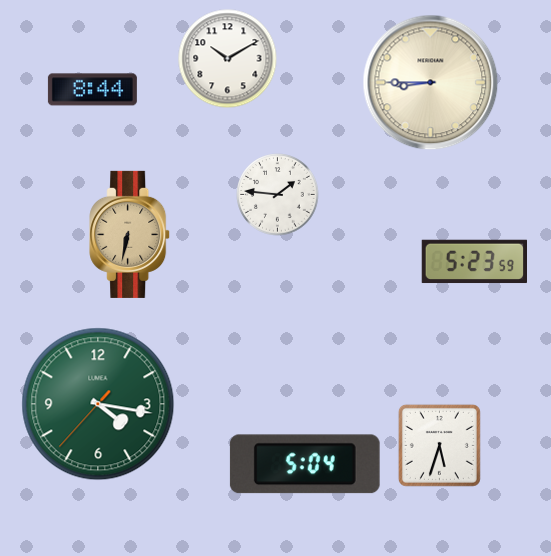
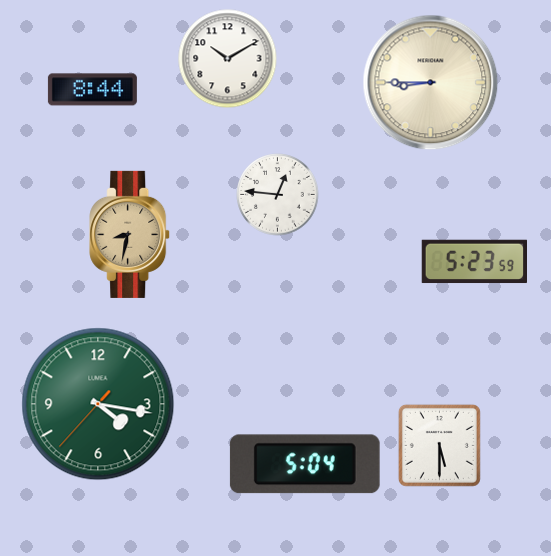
clock at (278, 195): 1:46 -> 12:46
clock at (130, 234): 6:32 -> 8:32
clock at (439, 445): 5:33 -> 5:30
